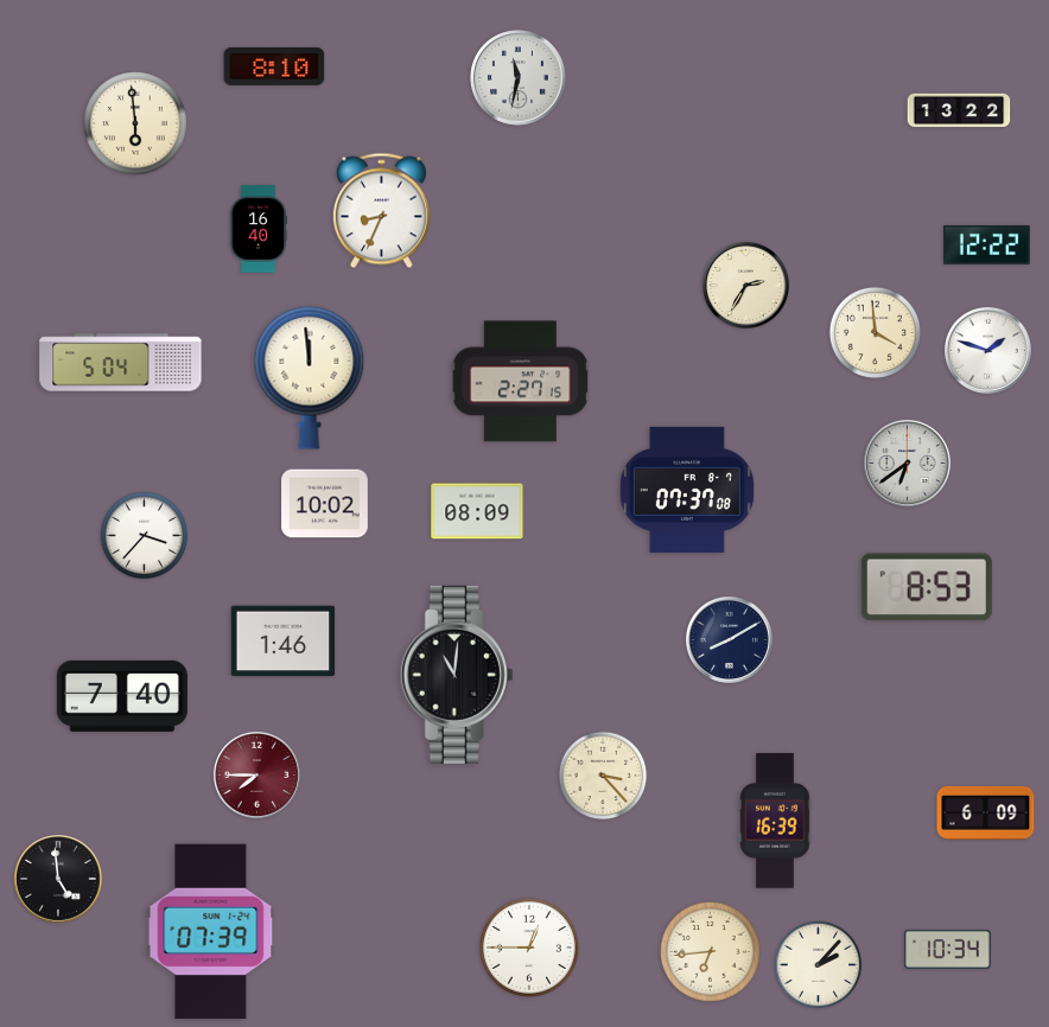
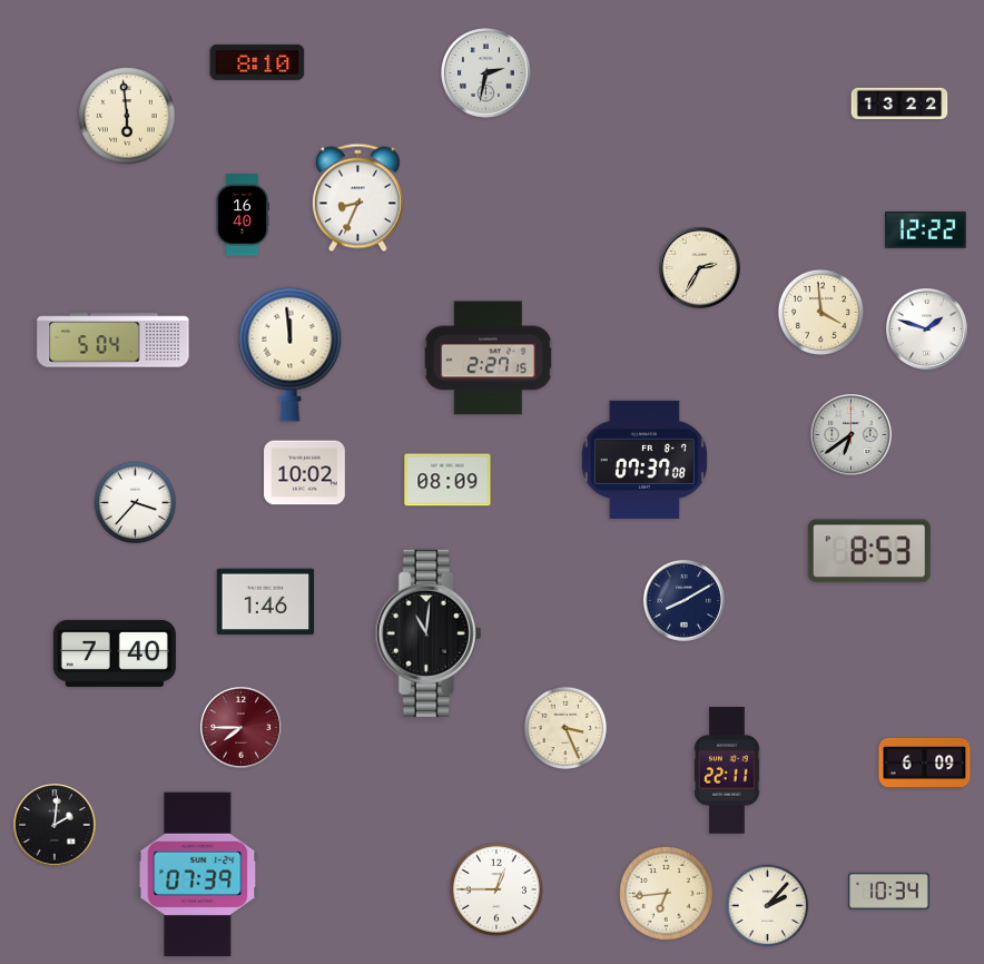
clock at (519, 78): 11:32 -> 2:32
clock at (603, 776): 3:23 -> 3:26
clock at (775, 821): 16:39 -> 22:11
clock at (58, 879): 4:59 -> 2:01
